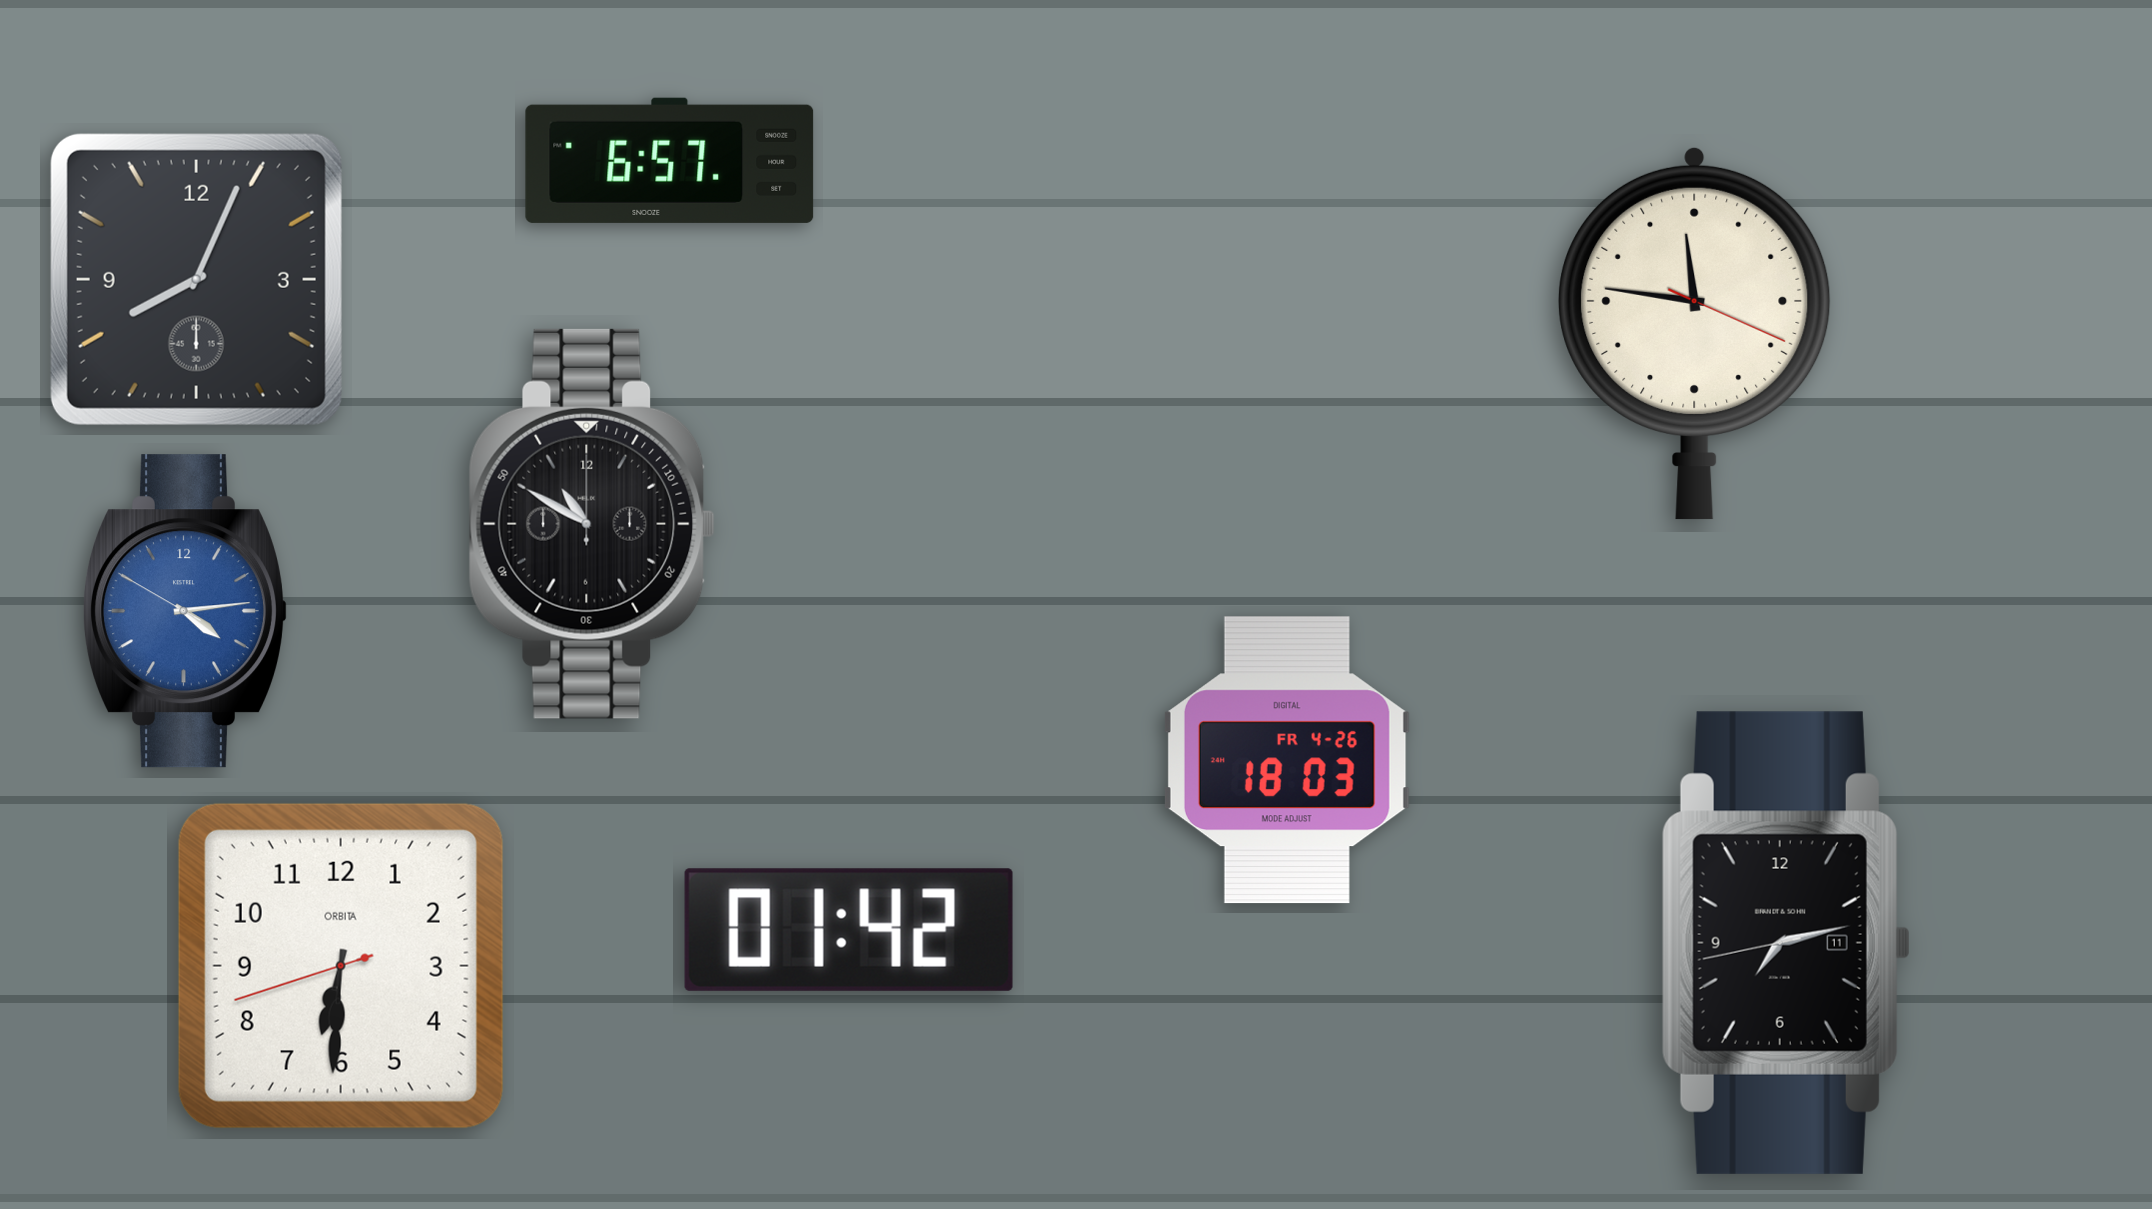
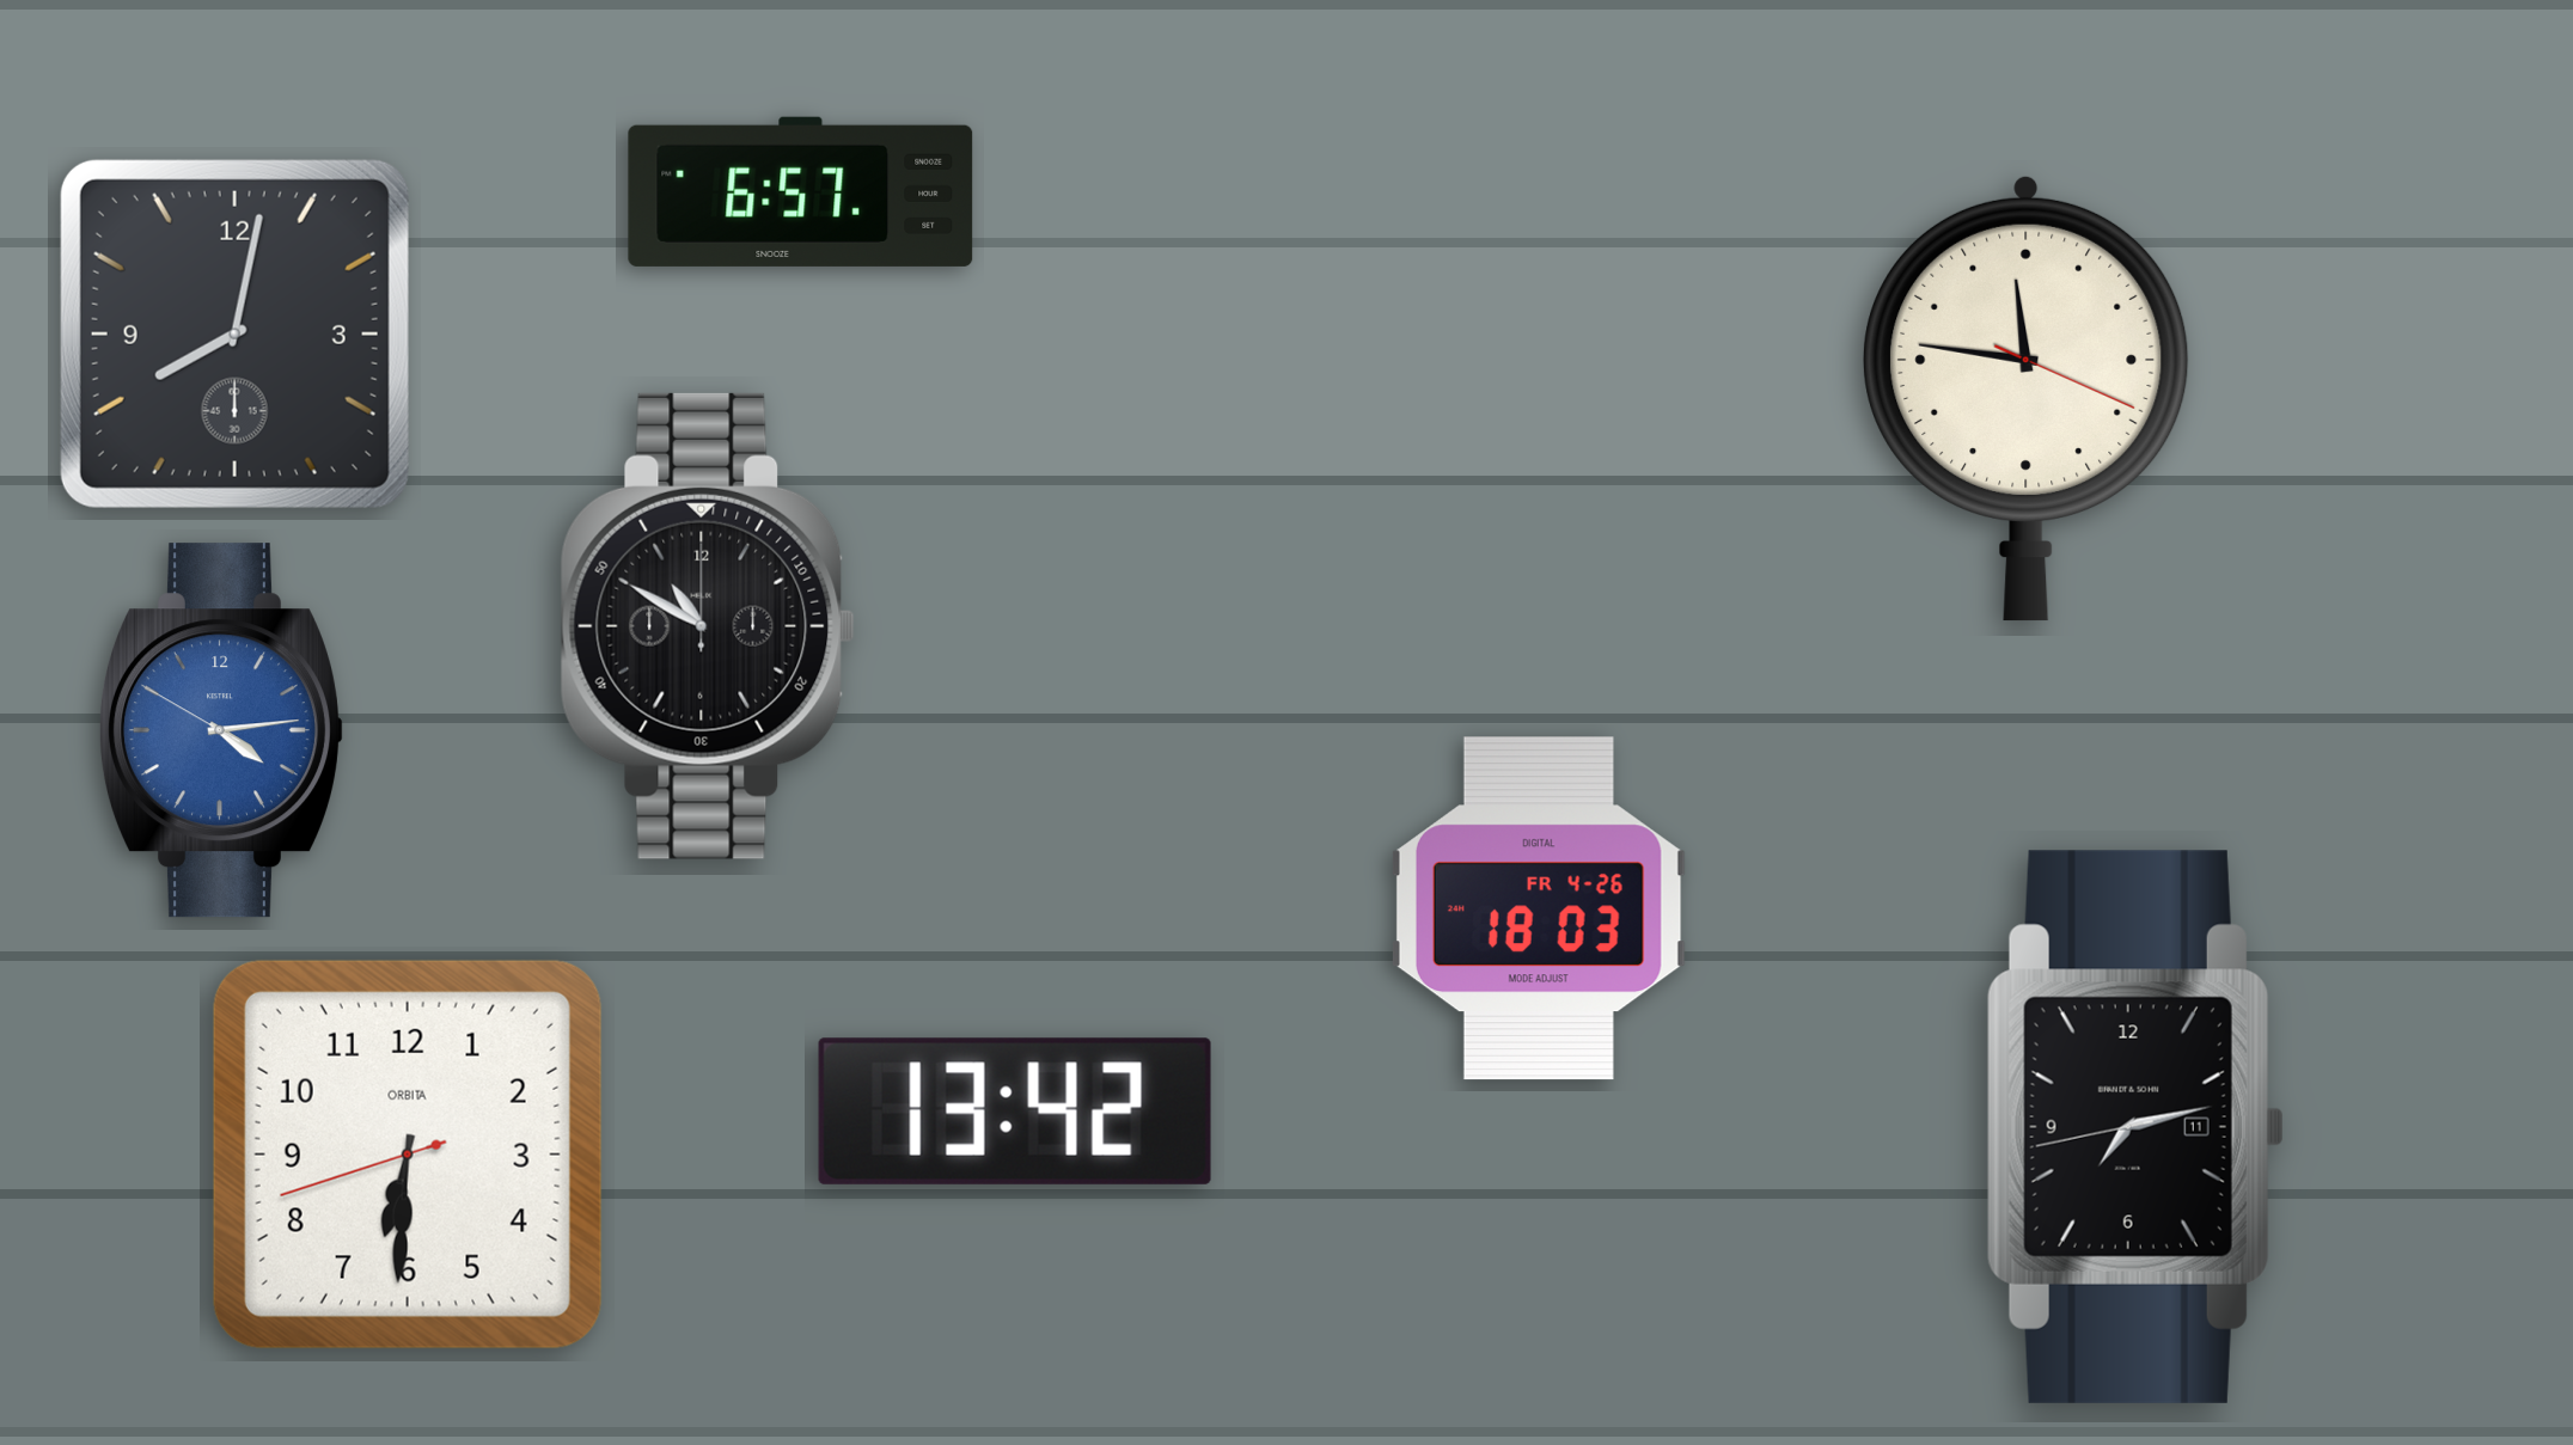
clock at (196, 279): 8:04 -> 8:02
clock at (849, 930): 01:42 -> 13:42
